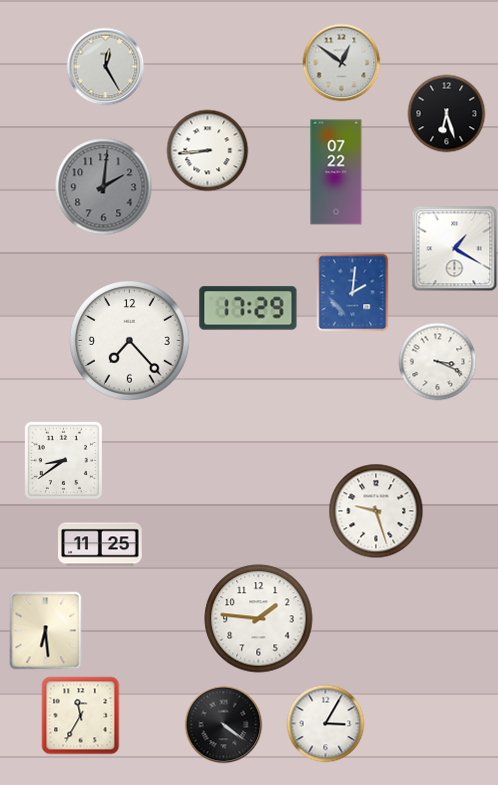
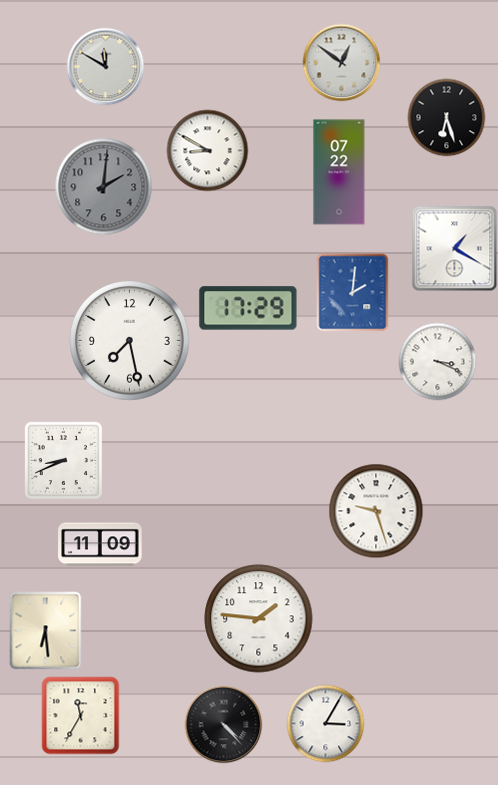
clock at (105, 66): 12:25 -> 11:50
clock at (446, 113) position: (446, 113) -> (446, 117)
clock at (207, 150): 8:44 -> 8:50
clock at (336, 172) position: (336, 172) -> (339, 172)
clock at (130, 341): 7:23 -> 7:28
clock at (63, 460): 8:39 -> 8:41
clock at (100, 544): 11:25 -> 11:09
clock at (223, 724): 4:21 -> 4:23
